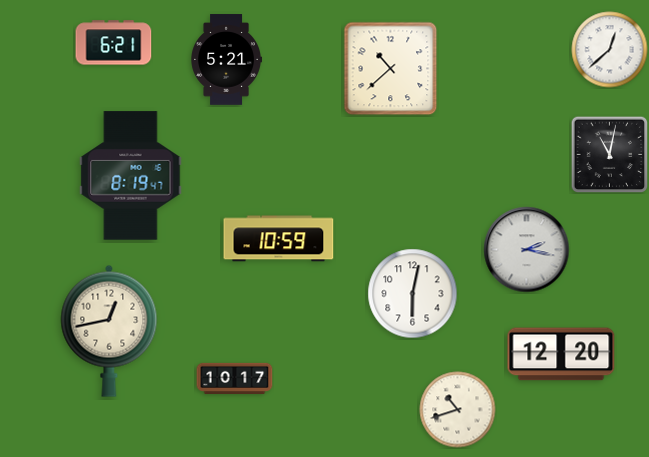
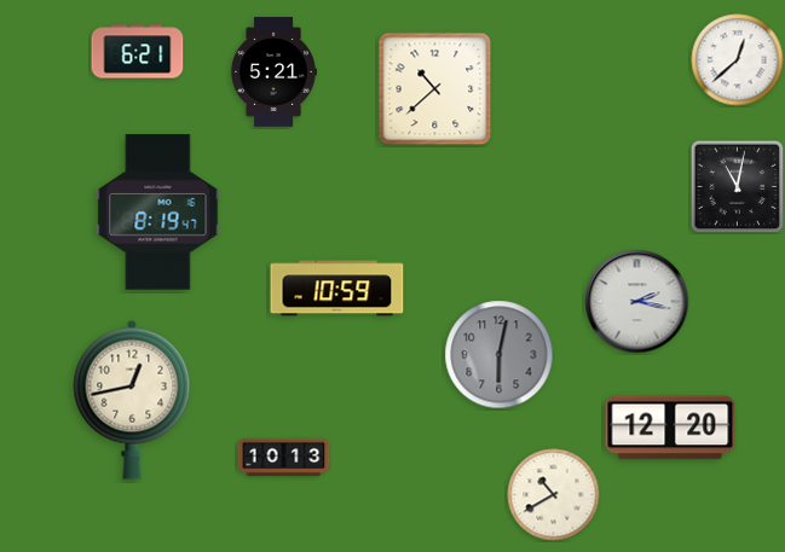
clock at (391, 69) position: (391, 69) -> (435, 89)
clock at (413, 294) dial: white -> grey
clock at (561, 354) position: (561, 354) -> (670, 428)
clock at (235, 378): 10:17 -> 10:13
clock at (458, 410): 10:42 -> 10:40
